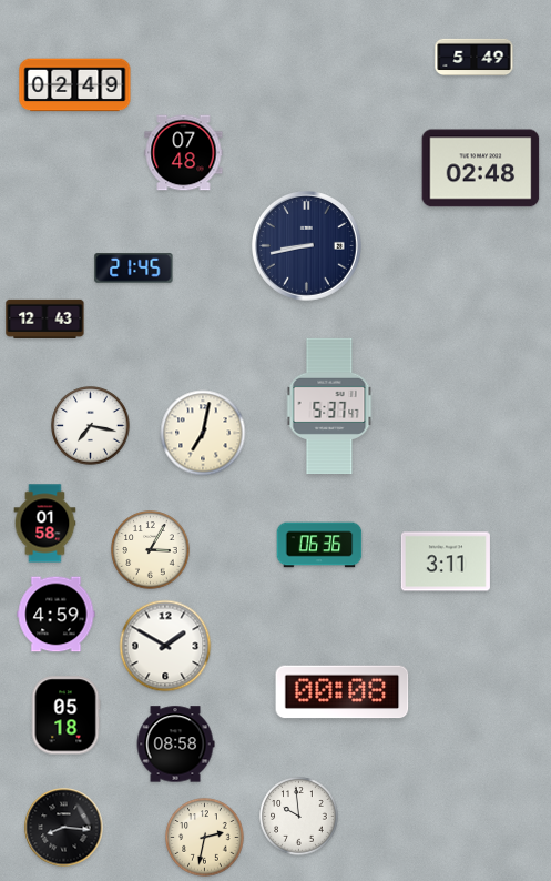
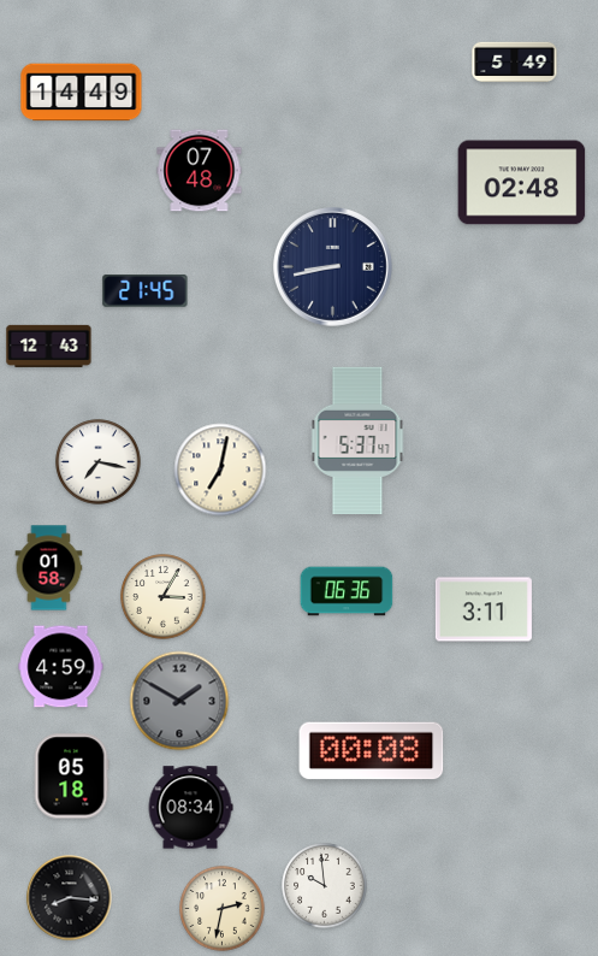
clock at (75, 85): 02:49 -> 14:49
clock at (184, 153) position: (184, 153) -> (200, 171)
clock at (165, 646) dial: white -> grey
clock at (175, 745): 08:58 -> 08:34
